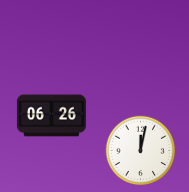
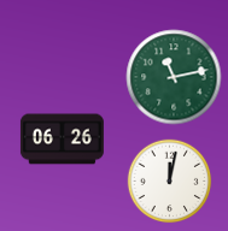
clock at (174, 77): none -> 11:13
